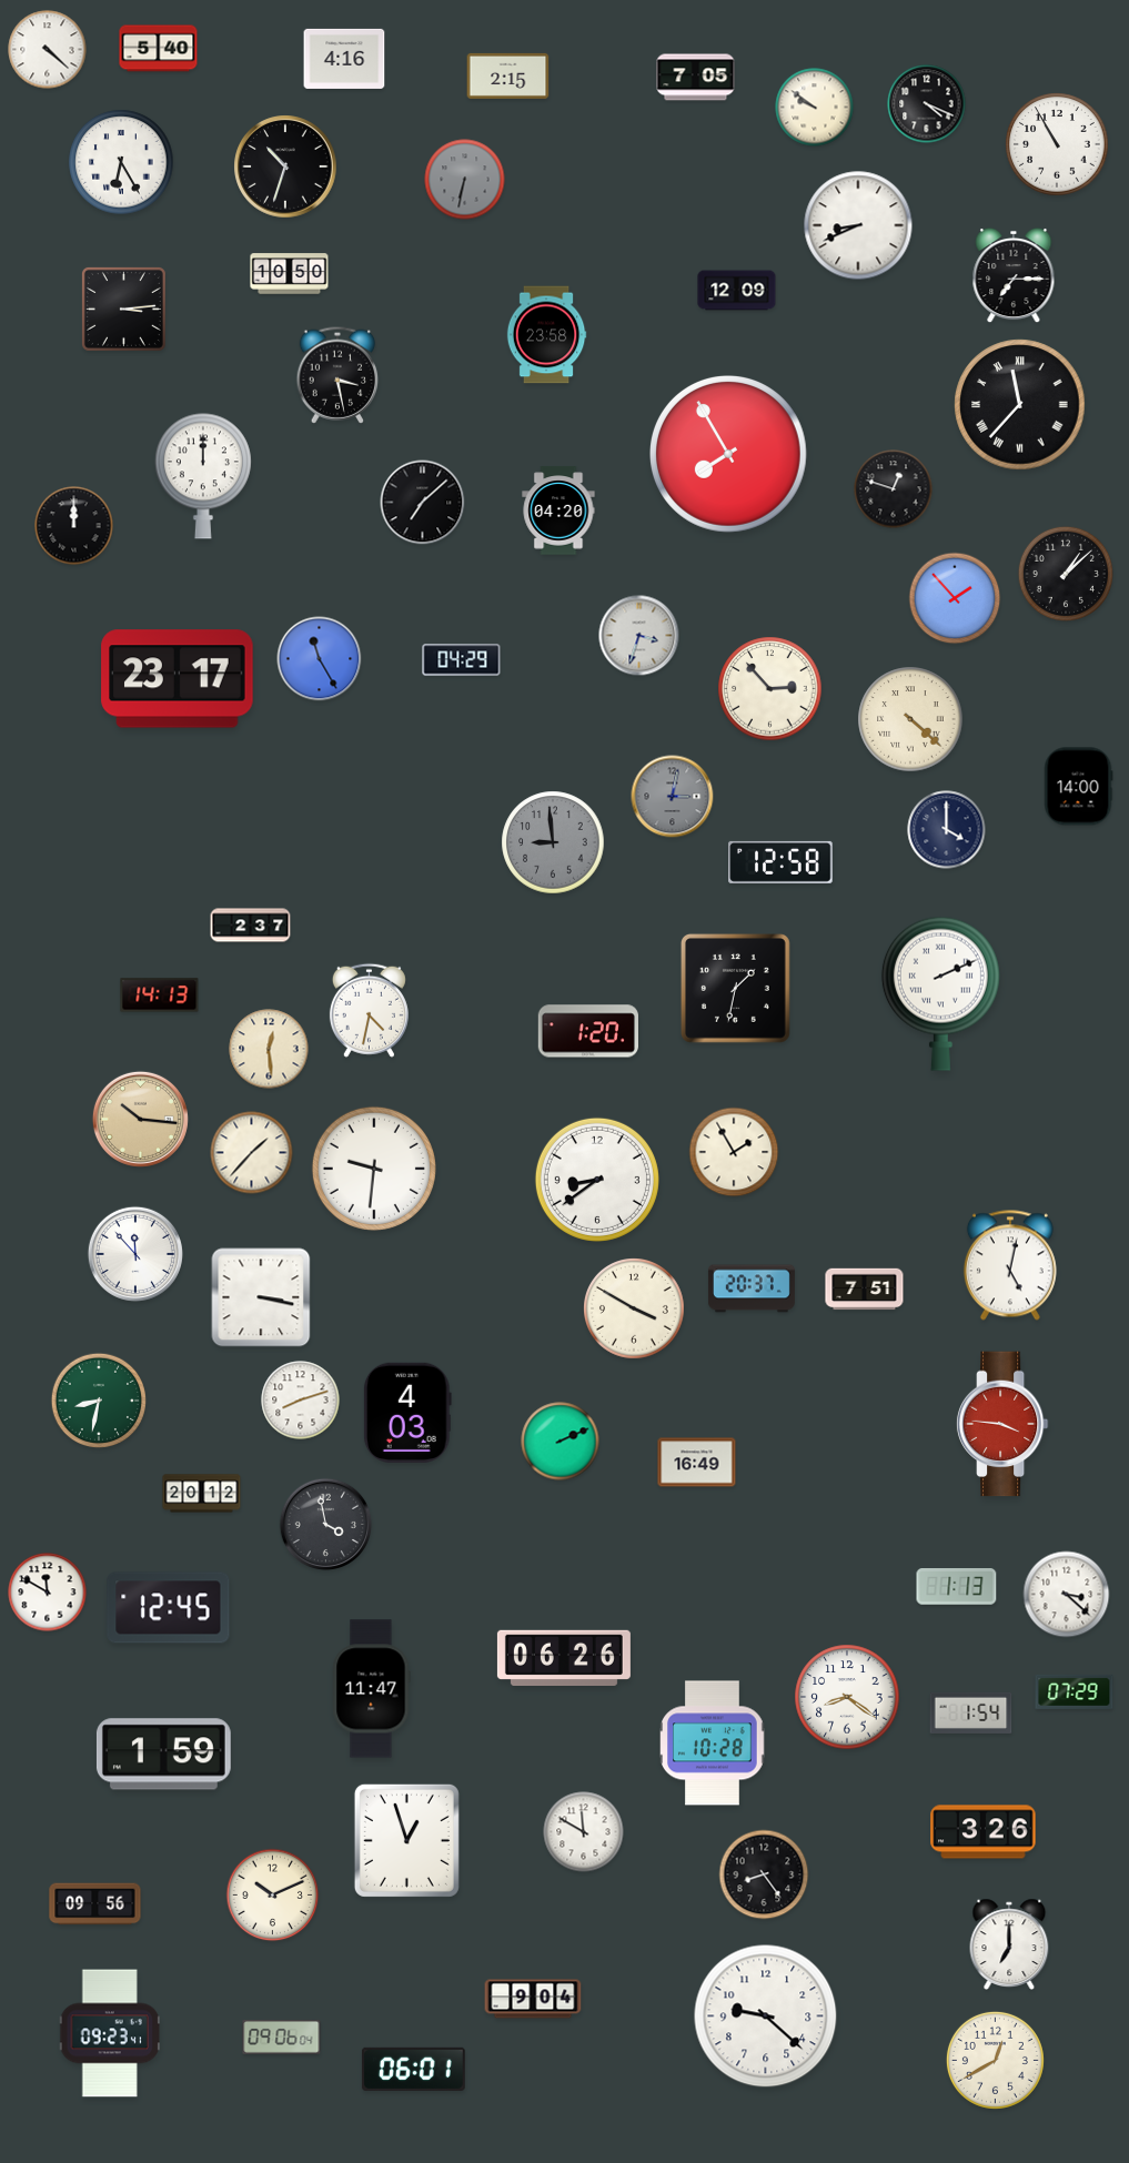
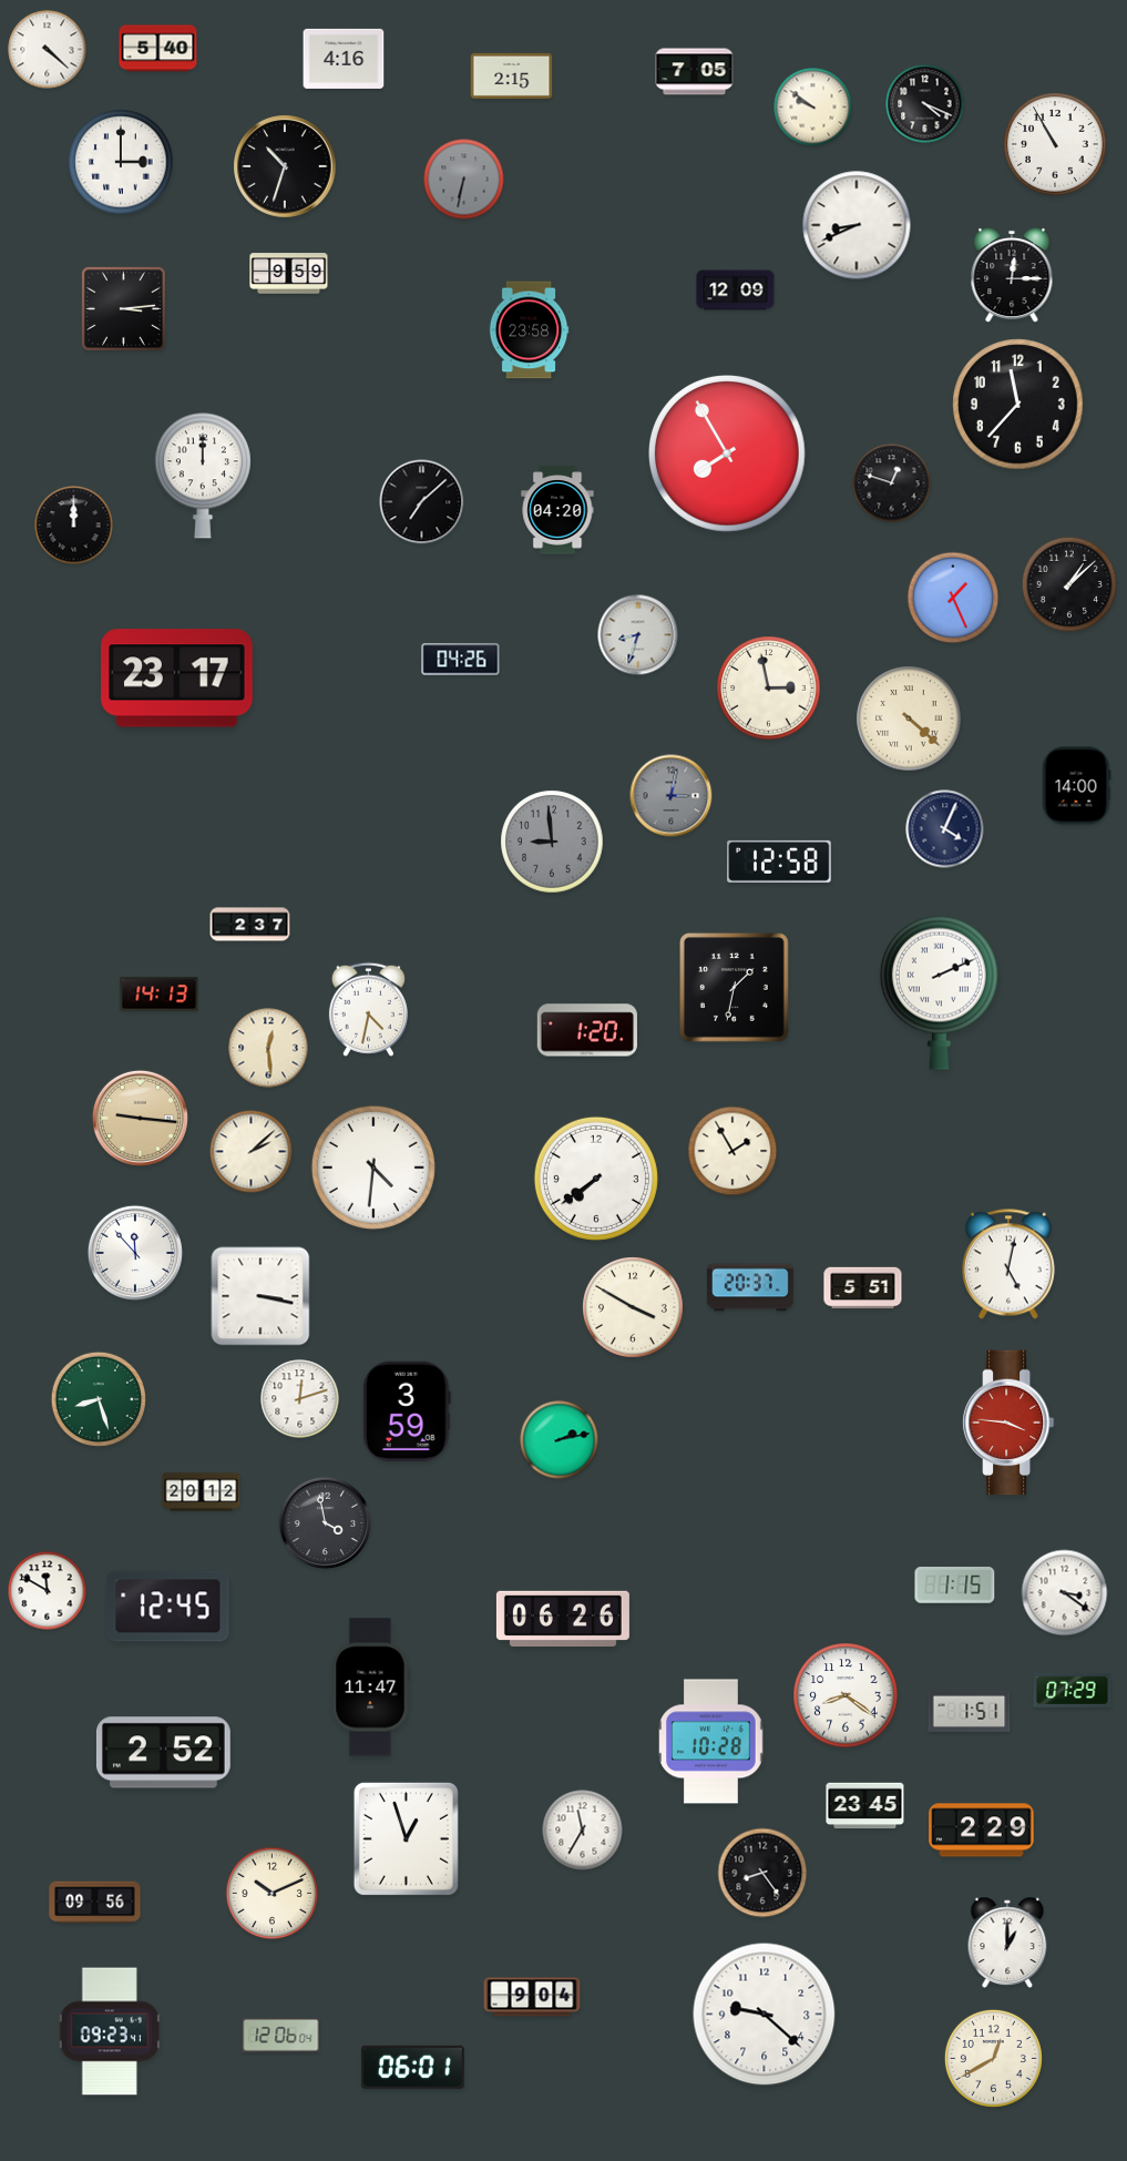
clock at (508, 75) position: (508, 75) -> (512, 75)
clock at (696, 78) position: (696, 78) -> (695, 72)
clock at (121, 162): 6:25 -> 3:00
clock at (290, 274): 10:50 -> 9:59
clock at (1014, 275): 7:15 -> 12:15
clock at (546, 335) position: (546, 335) -> (529, 330)
clock at (337, 375): 3:28 -> none
clock at (1020, 405) numerals: Roman -> Arabic
clock at (894, 489) position: (894, 489) -> (892, 483)
clock at (1065, 573) position: (1065, 573) -> (1068, 583)
clock at (955, 598): 1:53 -> 1:26
clock at (639, 636): 3:33 -> 8:33
clock at (320, 659): 11:25 -> none
clock at (462, 660): 04:29 -> 04:26
clock at (770, 689): 2:53 -> 2:58
clock at (947, 830): 4:00 -> 4:04
clock at (140, 1119): 10:16 -> 9:16
clock at (252, 1153): 1:37 -> 2:08
clock at (374, 1169): 9:31 -> 4:31
clock at (597, 1180): 8:39 -> 7:39
clock at (865, 1290): 7:51 -> 5:51
clock at (98, 1399): 8:32 -> 8:27
clock at (301, 1401): 8:12 -> 12:12
clock at (407, 1413): 4:03 -> 3:59
clock at (1002, 1424) position: (1002, 1424) -> (1008, 1423)
clock at (561, 1442): 2:11 -> 2:13
clock at (697, 1463): 16:49 -> none
clock at (957, 1587): 1:13 -> 1:15
clock at (1067, 1595): 3:22 -> 3:21
clock at (564, 1657) position: (564, 1657) -> (563, 1618)
clock at (971, 1712): 1:54 -> 1:51
clock at (163, 1755): 1:59 -> 2:52
clock at (865, 1806): none -> 23:45
clock at (584, 1832): 11:50 -> 11:35
clock at (984, 1832): 3:26 -> 2:29
clock at (1009, 1943): 7:00 -> 1:00
clock at (282, 2036): 09:06 -> 12:06
